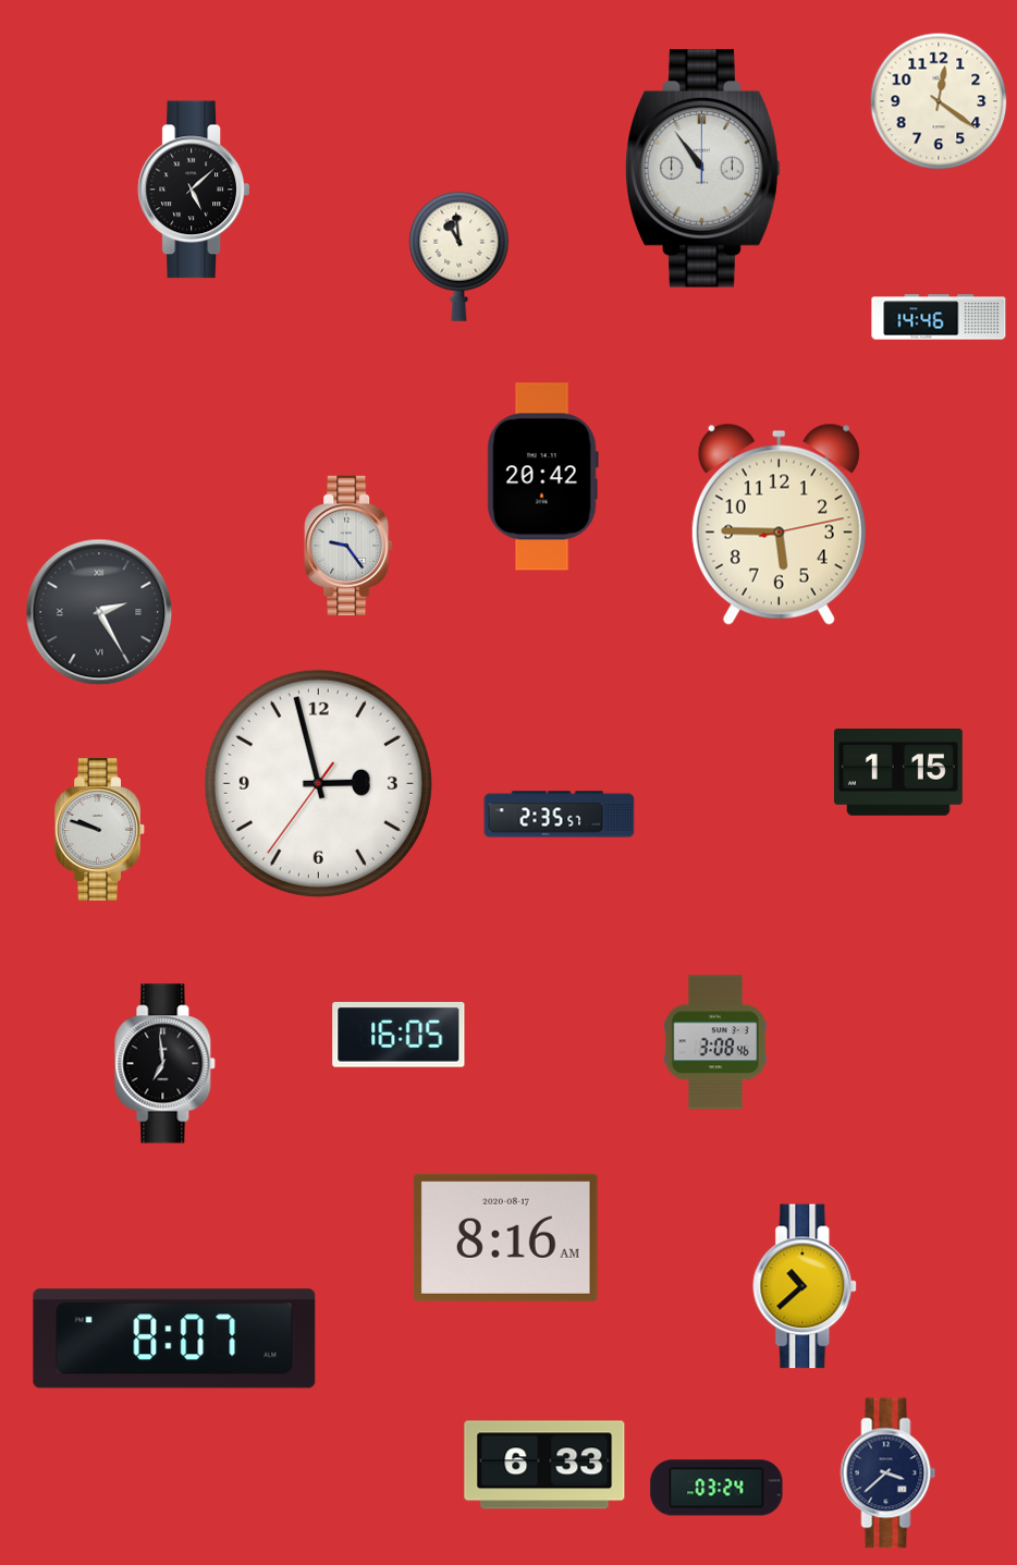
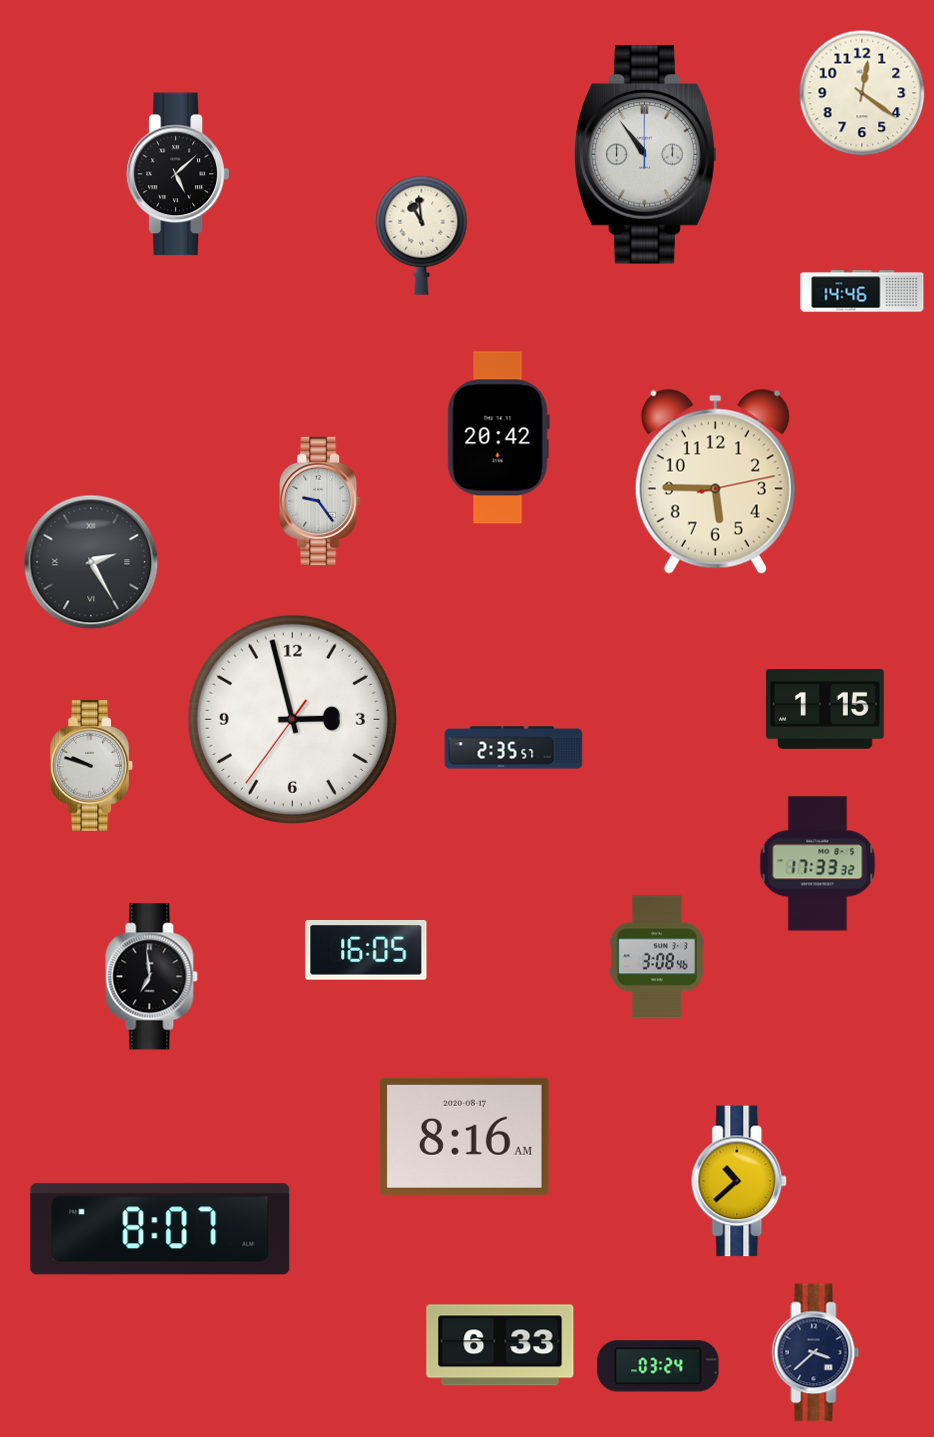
clock at (99, 830) position: (99, 830) -> (91, 766)
clock at (818, 864): none -> 17:33
